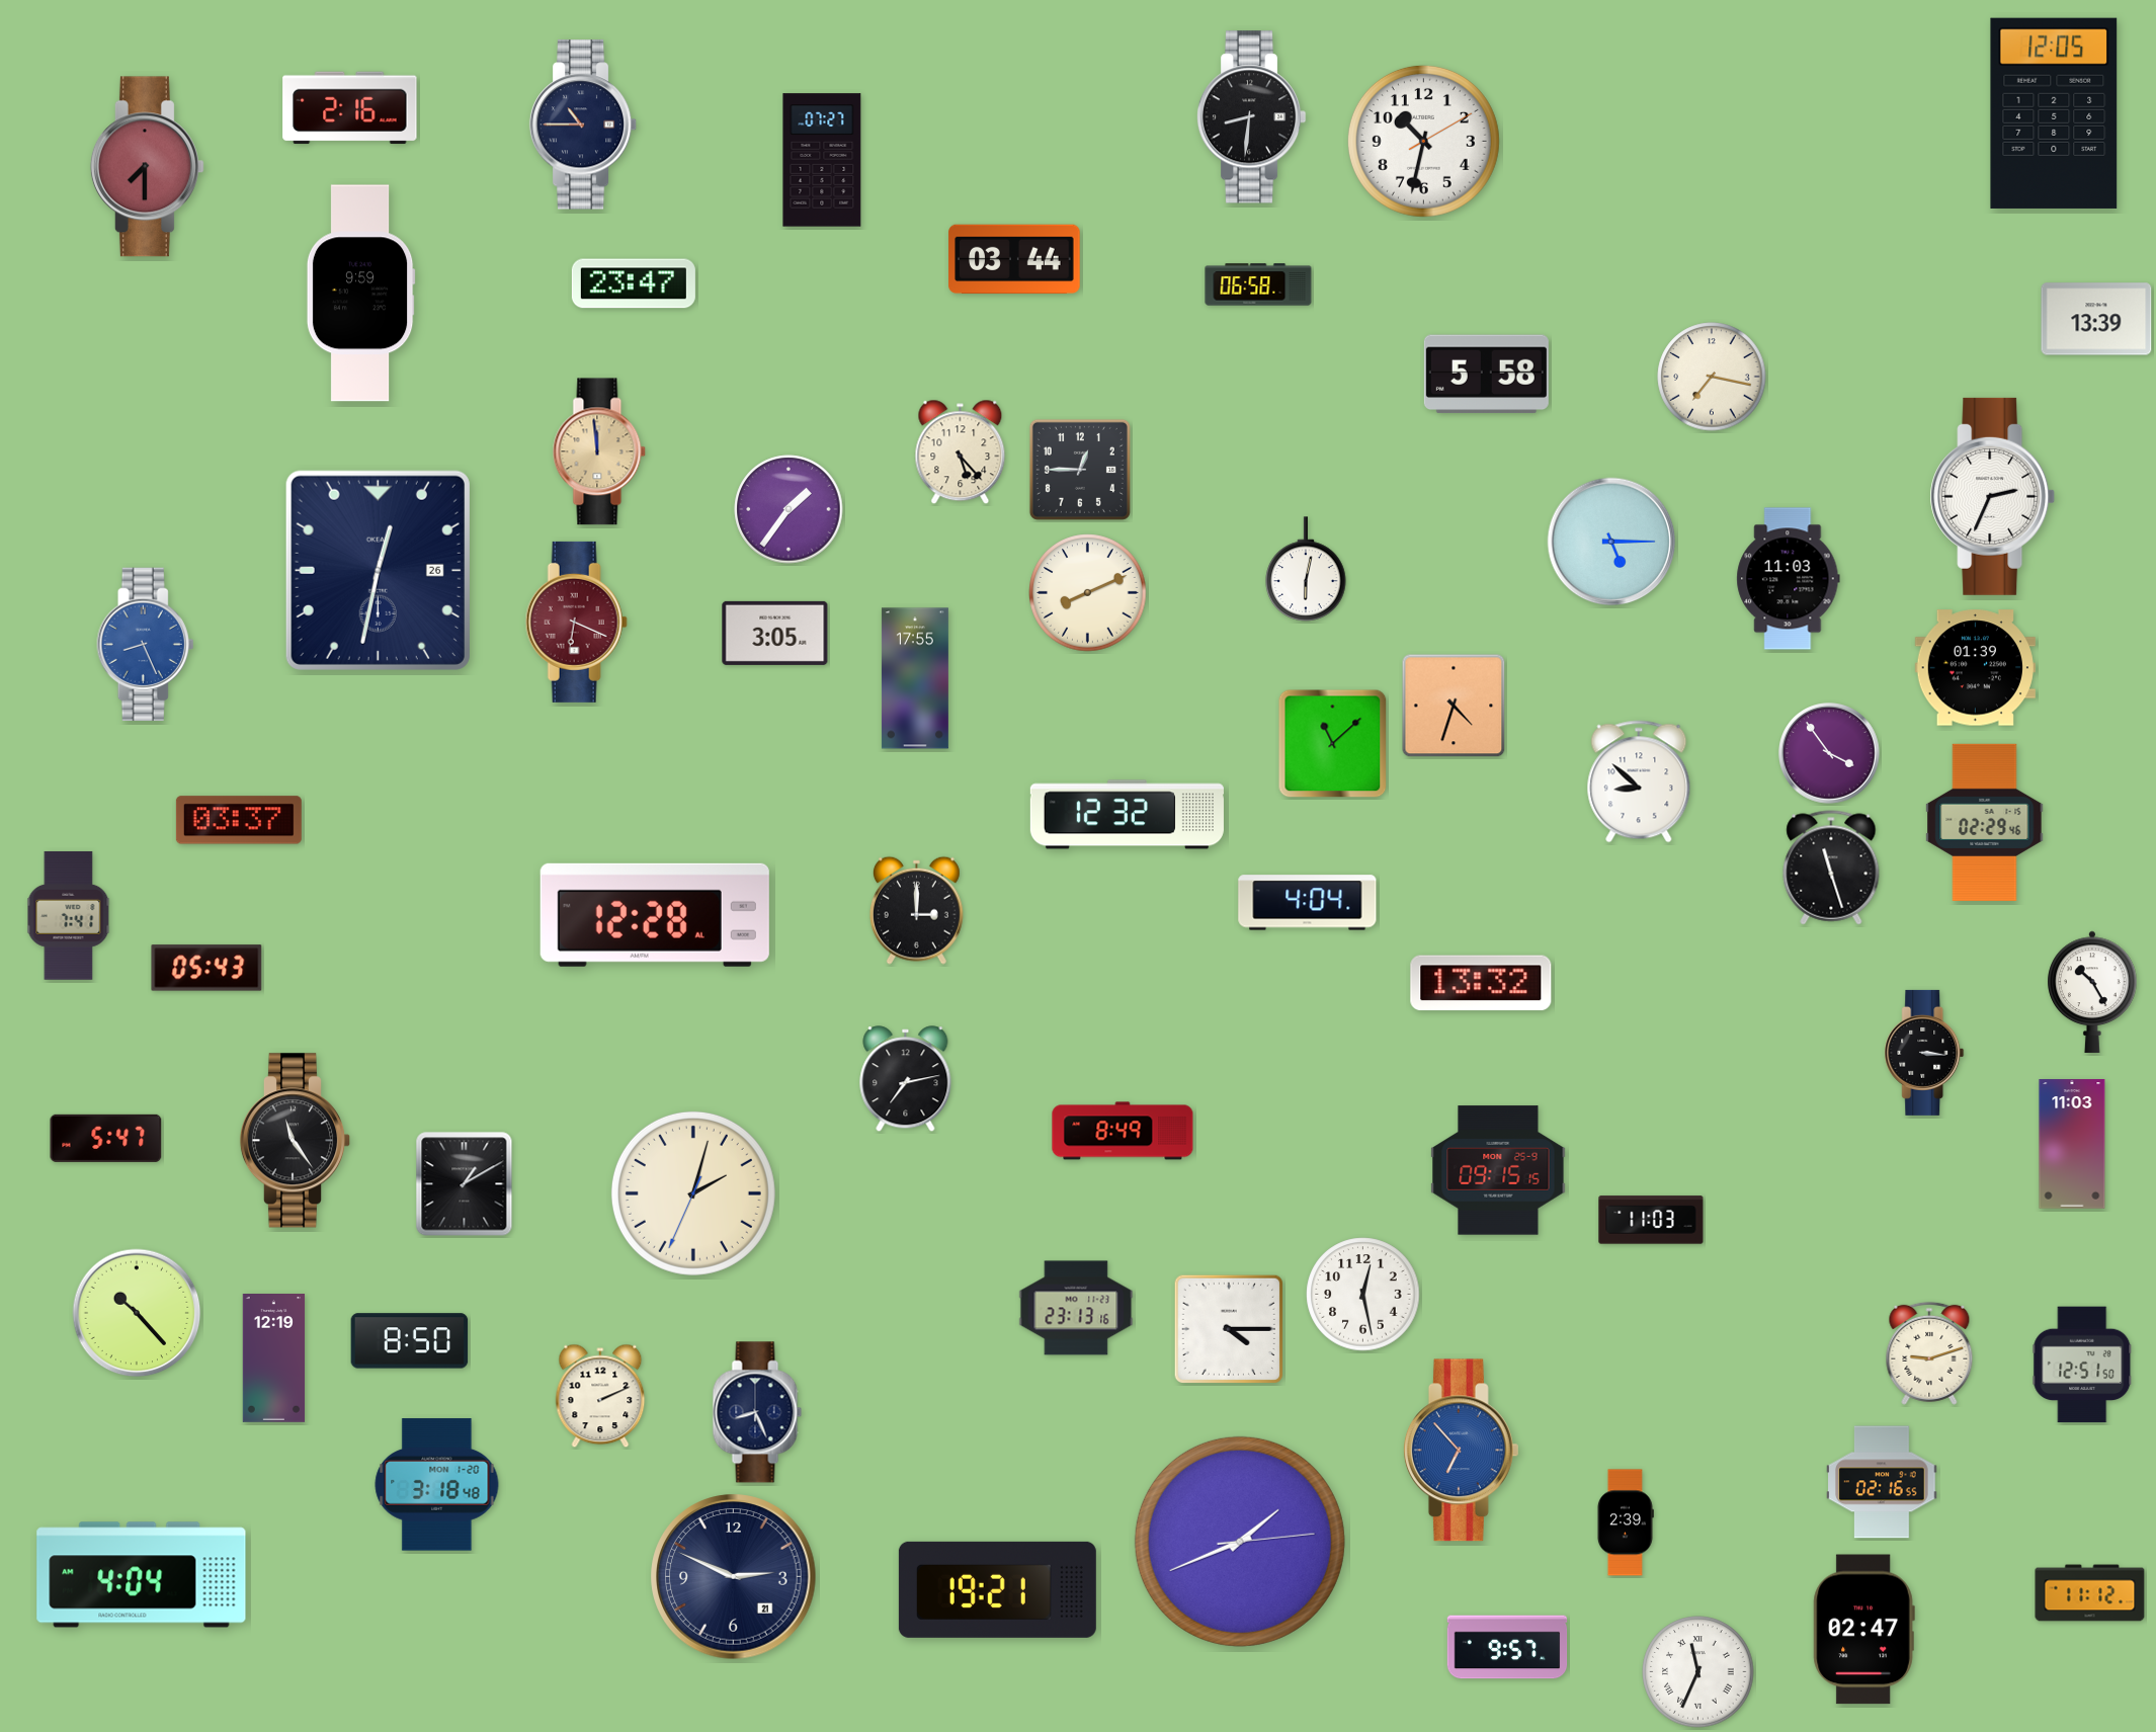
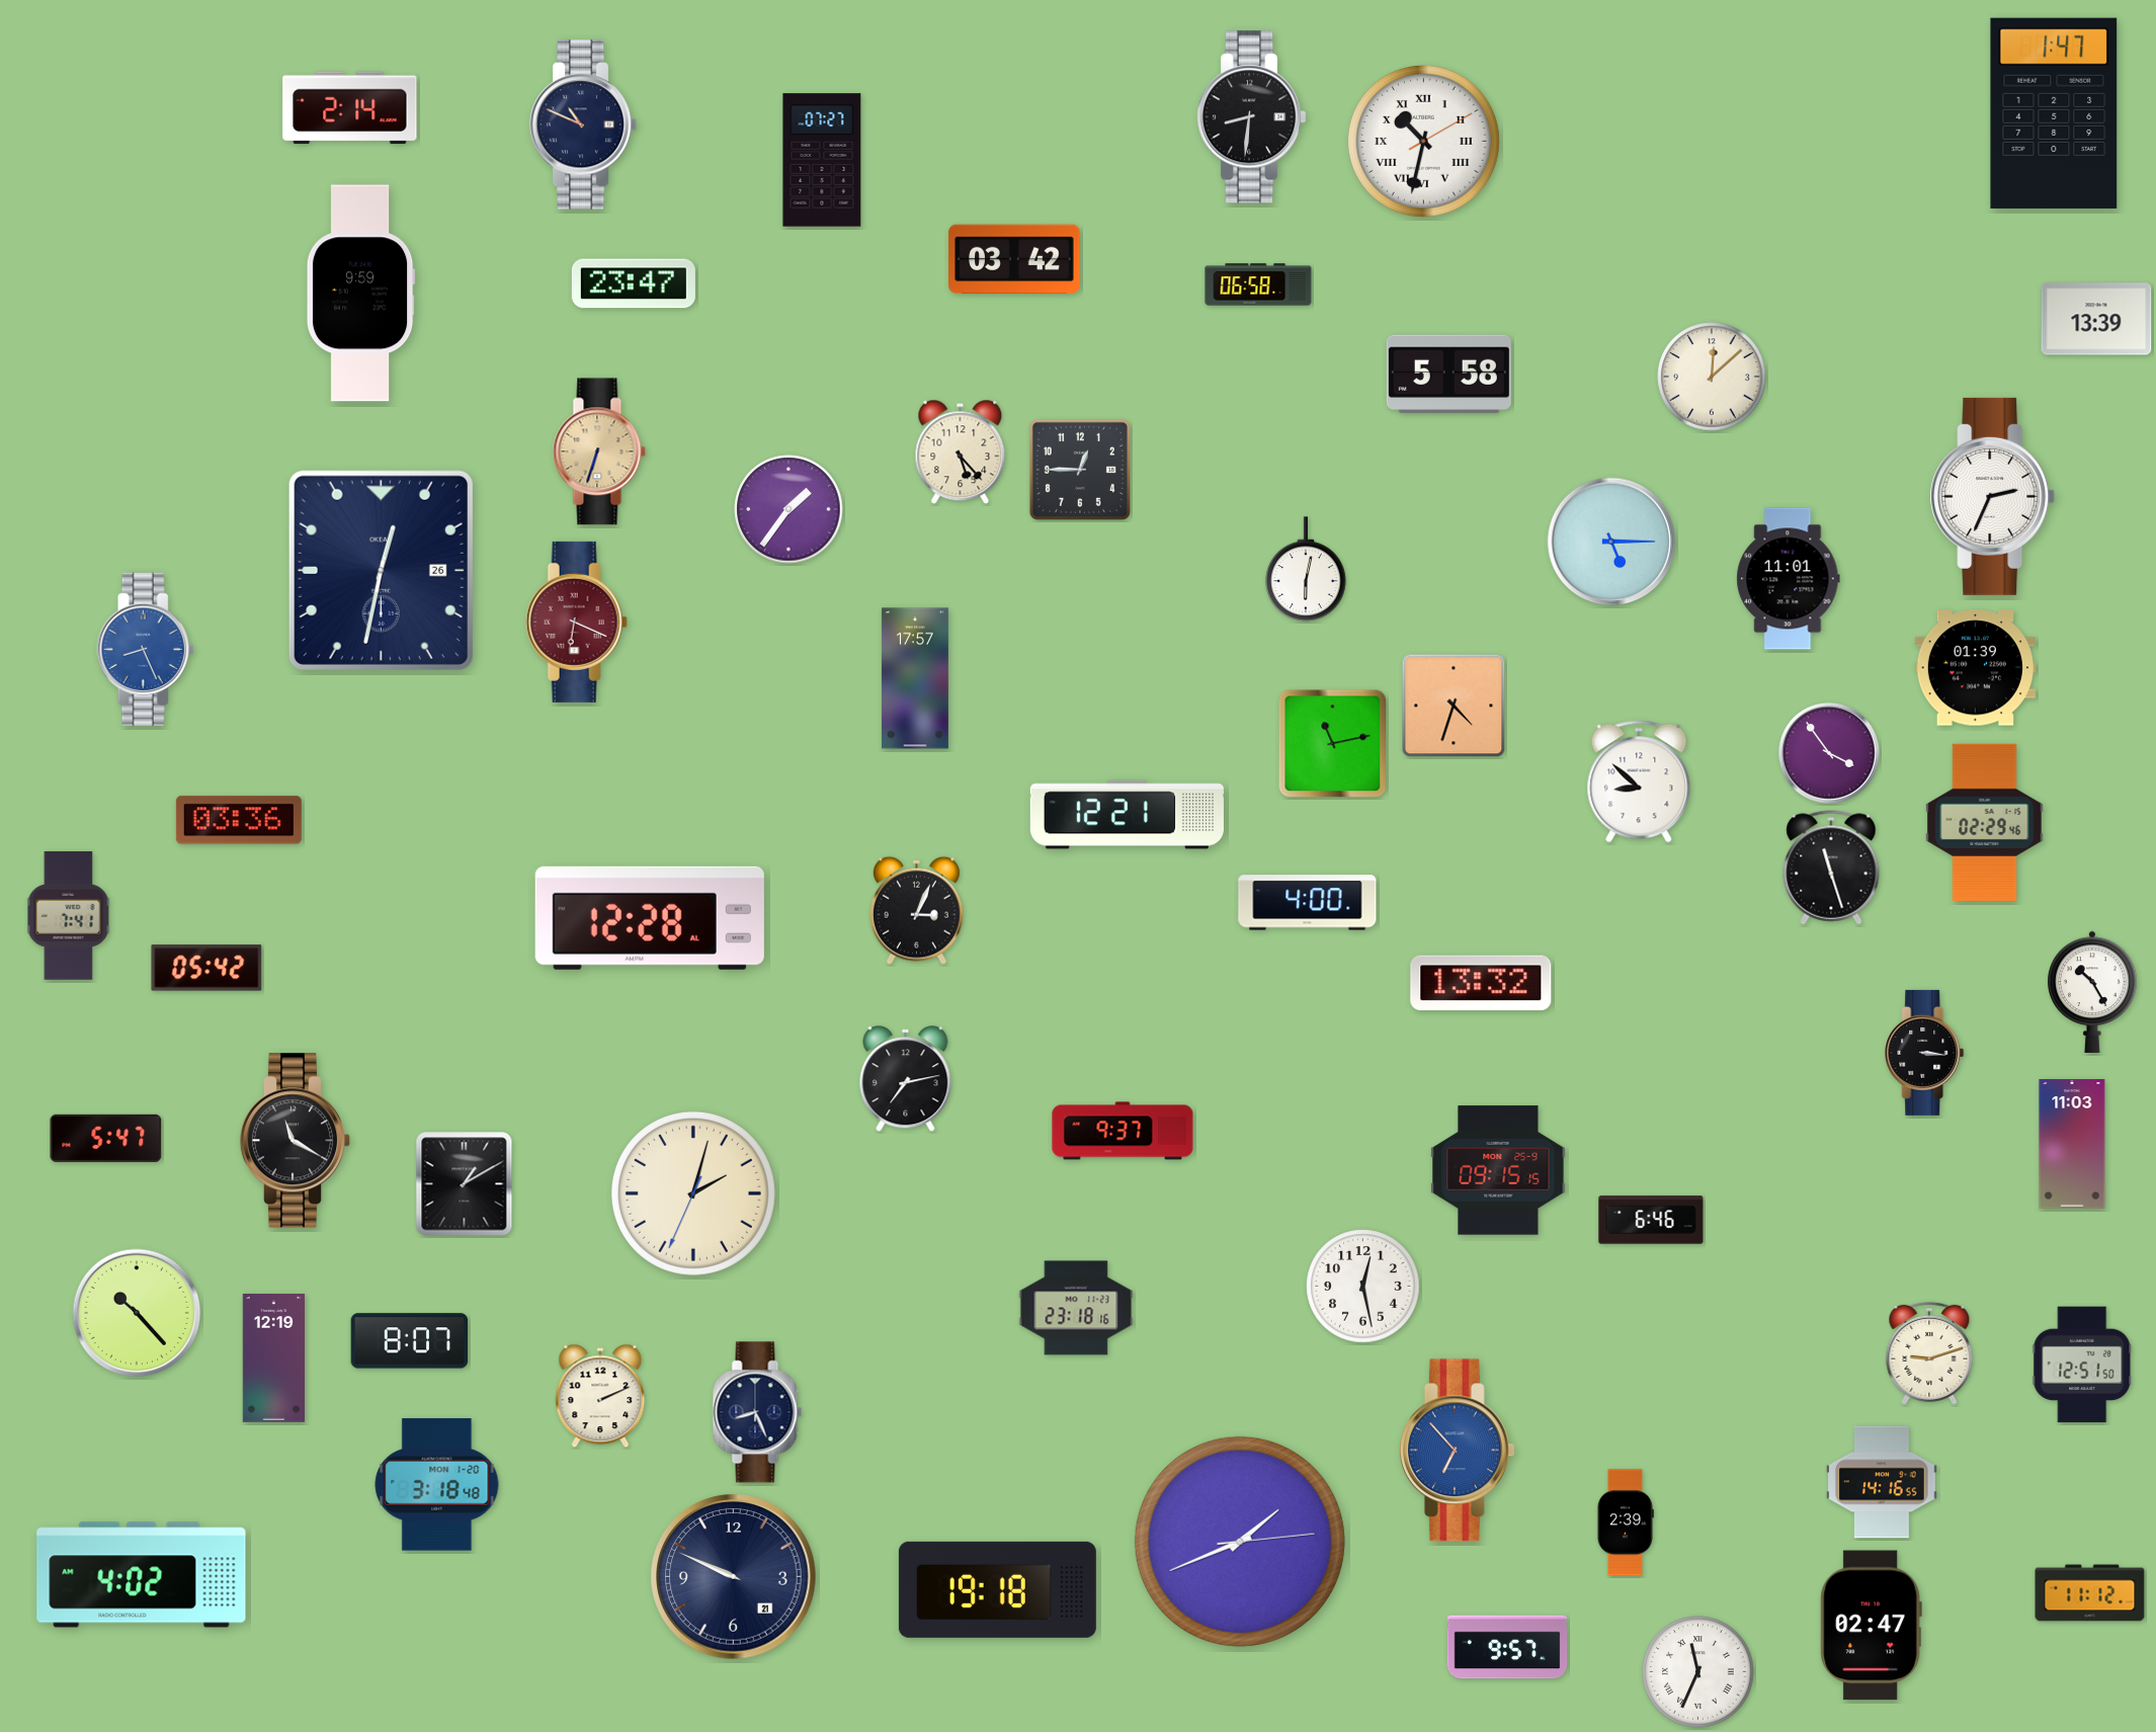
clock at (350, 108): 2:16 -> 2:14
clock at (2054, 113): 12:05 -> 1:47
clock at (583, 125): 10:45 -> 10:49
clock at (1423, 141) numerals: Arabic -> Roman
clock at (147, 167): 7:30 -> none
clock at (1014, 259): 03:44 -> 03:42
clock at (1486, 375) position: (1486, 375) -> (1448, 375)
clock at (1712, 377): 7:17 -> 12:08
clock at (599, 451): 11:59 -> 6:33
clock at (378, 570) position: (378, 570) -> (381, 570)
clock at (1789, 579): 11:03 -> 11:01
clock at (1088, 593): 8:11 -> none
clock at (775, 633): 3:05 -> none
clock at (146, 645) position: (146, 645) -> (146, 650)
clock at (915, 678): 17:55 -> 17:57
clock at (1333, 744): 11:08 -> 11:13
clock at (1127, 815): 12:32 -> 12:21
clock at (239, 820): 03:37 -> 03:36
clock at (1308, 903): 4:04 -> 4:00
clock at (916, 910): 3:00 -> 3:04
clock at (655, 915) position: (655, 915) -> (650, 918)
clock at (206, 968): 05:43 -> 05:42
clock at (1123, 1131): 8:49 -> 9:37
clock at (296, 1141): 11:24 -> 11:20
clock at (1651, 1220): 11:03 -> 6:46
clock at (1363, 1295) position: (1363, 1295) -> (1363, 1287)
clock at (1076, 1308): 23:13 -> 23:18
clock at (1228, 1328): 4:15 -> none
clock at (410, 1341): 8:50 -> 8:07
clock at (1461, 1451) position: (1461, 1451) -> (1457, 1451)
clock at (1882, 1482): 02:16 -> 14:16
clock at (142, 1575): 4:04 -> 4:02
clock at (734, 1577): 2:49 -> 9:49
clock at (997, 1589): 19:21 -> 19:18
clock at (1863, 1630) position: (1863, 1630) -> (1871, 1626)
